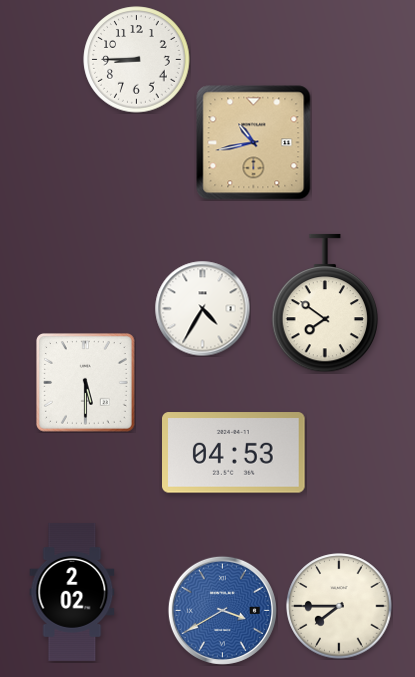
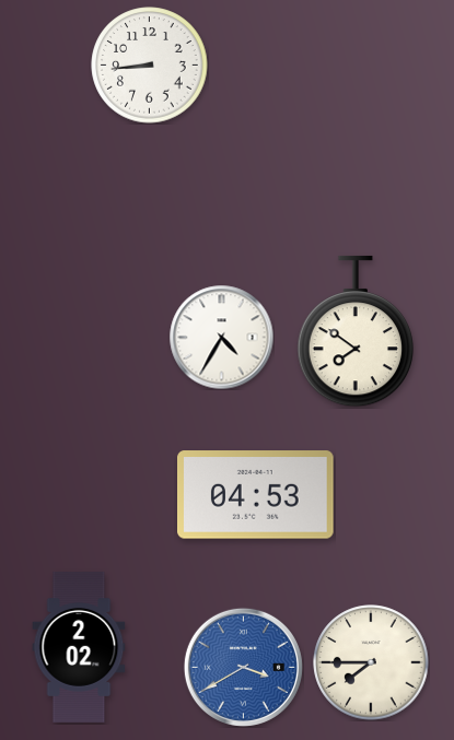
clock at (137, 60): 8:45 -> 8:44
clock at (254, 143): 10:43 -> none
clock at (86, 383): 5:30 -> none
